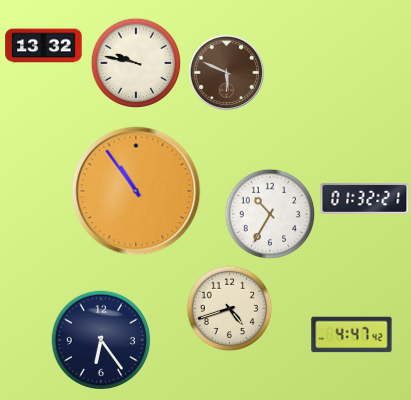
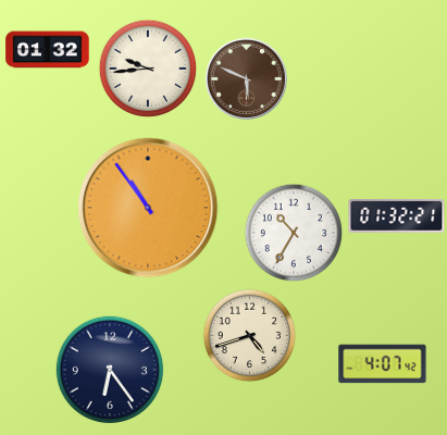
clock at (44, 46): 13:32 -> 01:32
clock at (136, 63): 9:47 -> 9:44
clock at (352, 335): 4:47 -> 4:07
